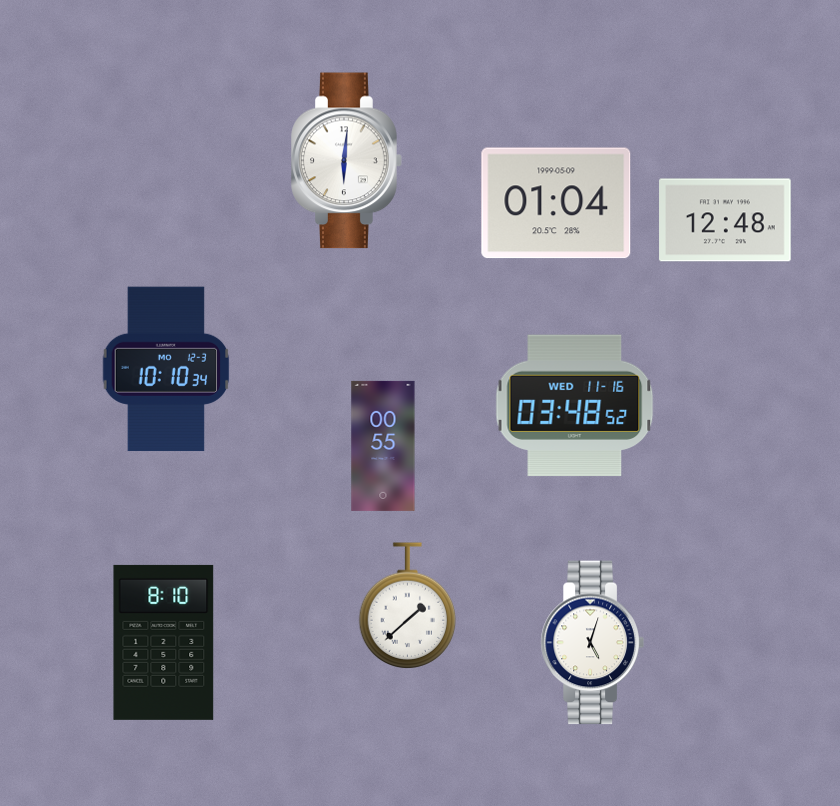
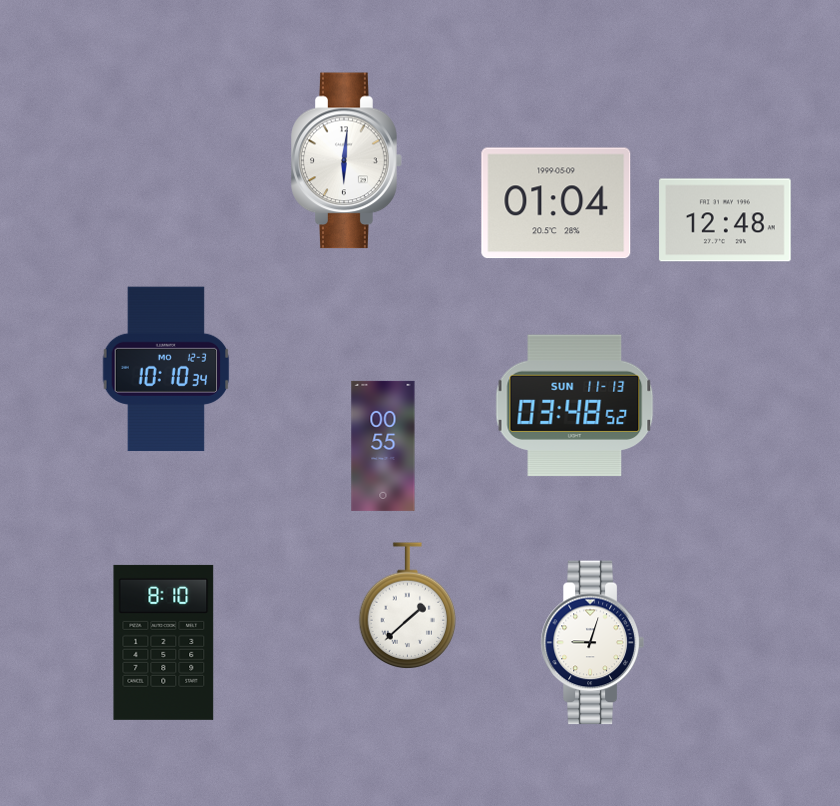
clock at (575, 406) date: WED 11-16 -> SUN 11-13
clock at (592, 643): 5:03 -> 9:03
